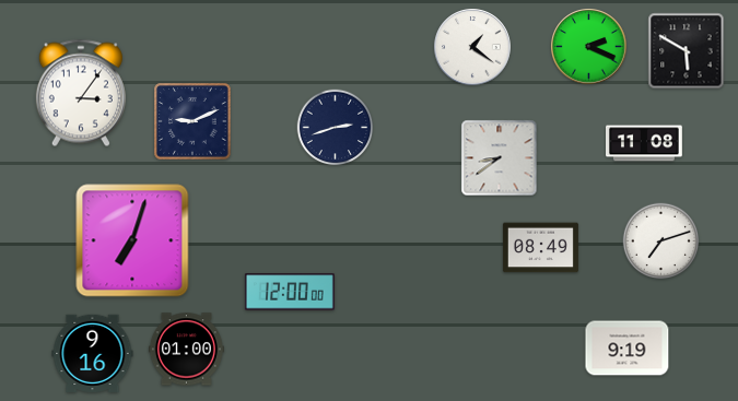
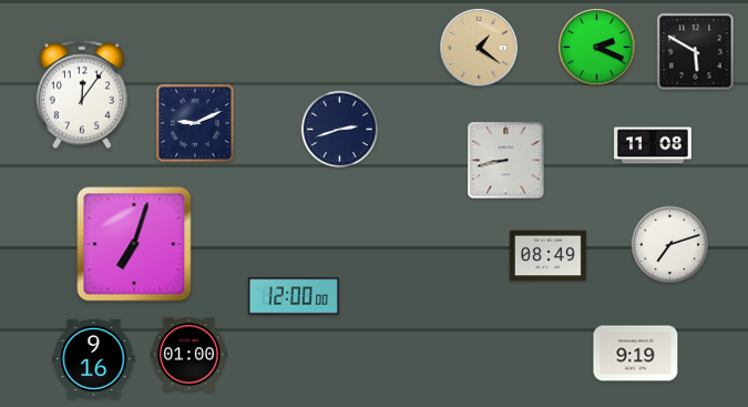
clock at (472, 47) dial: white -> champagne
clock at (81, 93): 3:06 -> 12:06
clock at (500, 158): 8:39 -> 8:43
clock at (540, 248) position: (540, 248) -> (547, 256)
